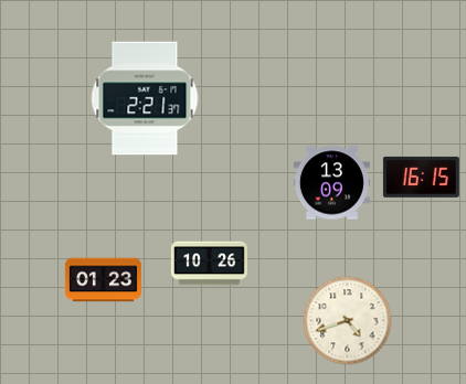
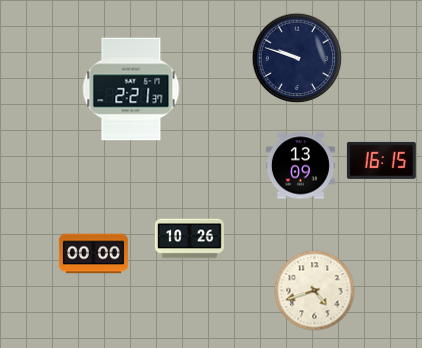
clock at (297, 58): none -> 9:48
clock at (103, 280): 01:23 -> 00:00
